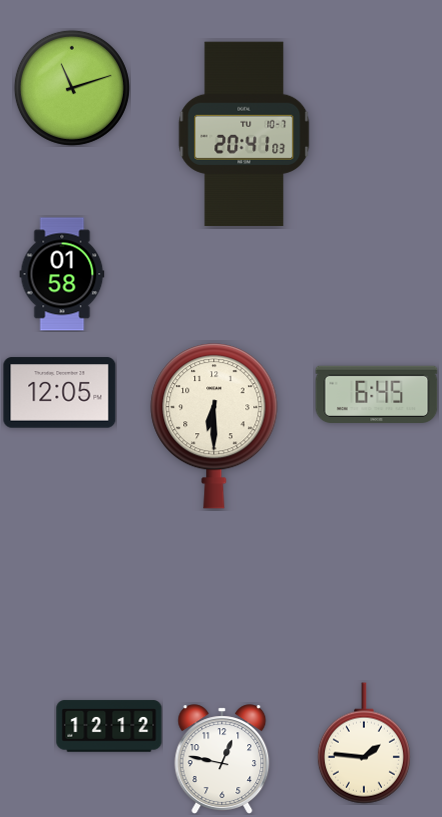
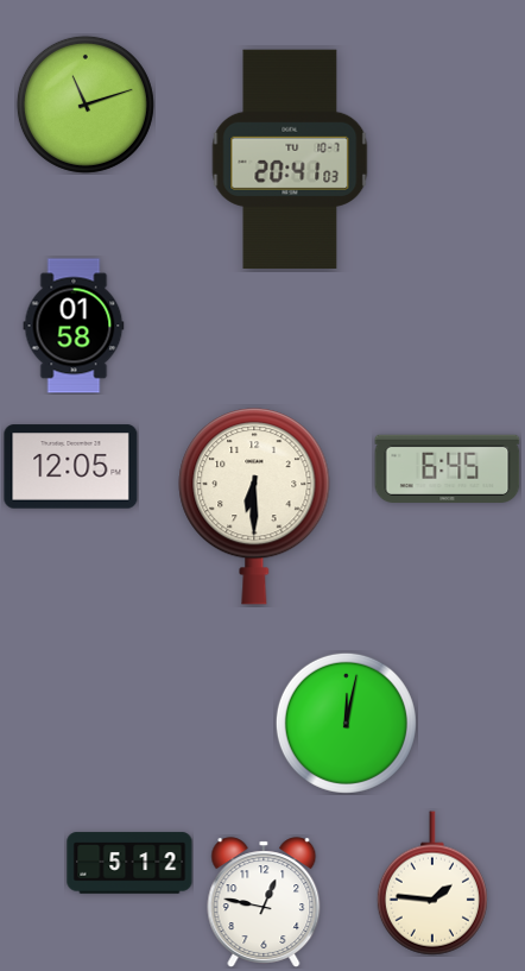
clock at (346, 723): none -> 12:02
clock at (109, 726): 12:12 -> 5:12
